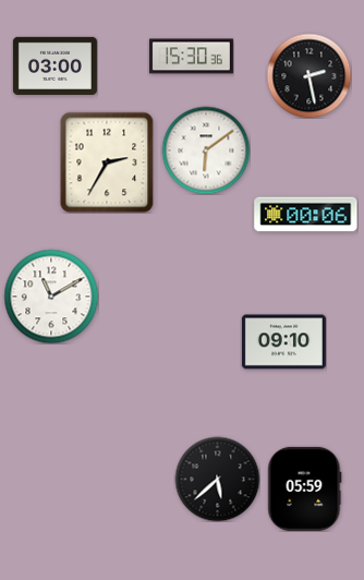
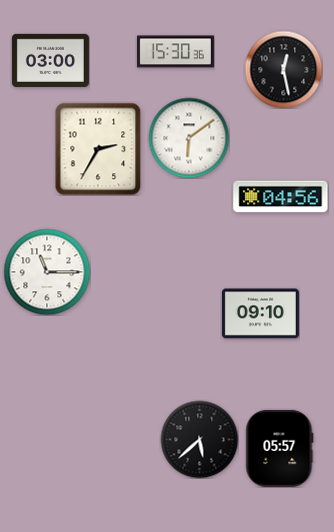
clock at (308, 75): 2:28 -> 12:28
clock at (306, 215): 00:06 -> 04:56
clock at (51, 297): 11:10 -> 11:15
clock at (305, 488): 05:59 -> 05:57
